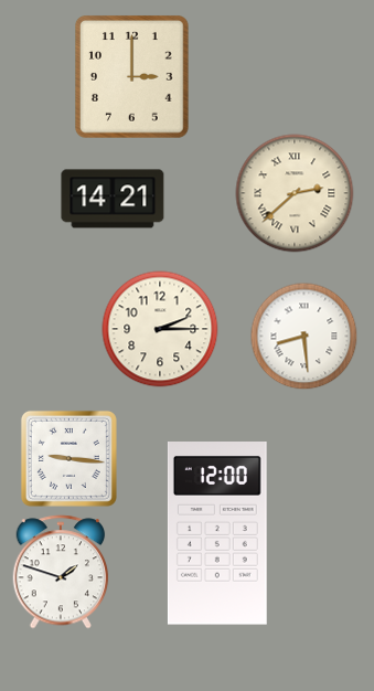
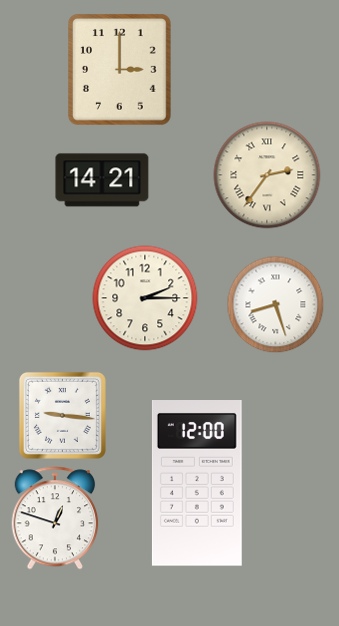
clock at (295, 193): 2:38 -> 2:36
clock at (303, 336): 8:29 -> 8:27
clock at (61, 572): 1:48 -> 12:48
